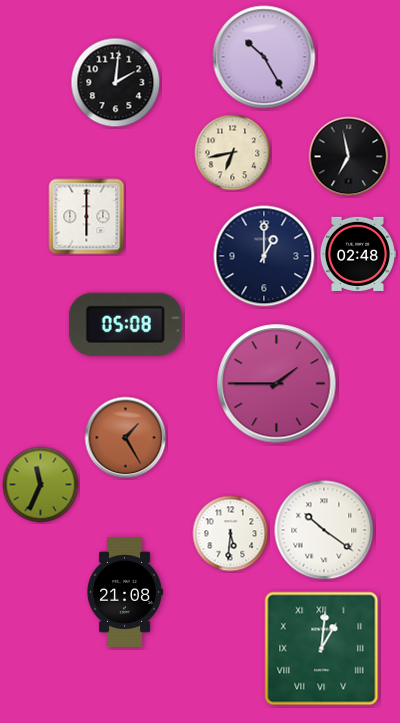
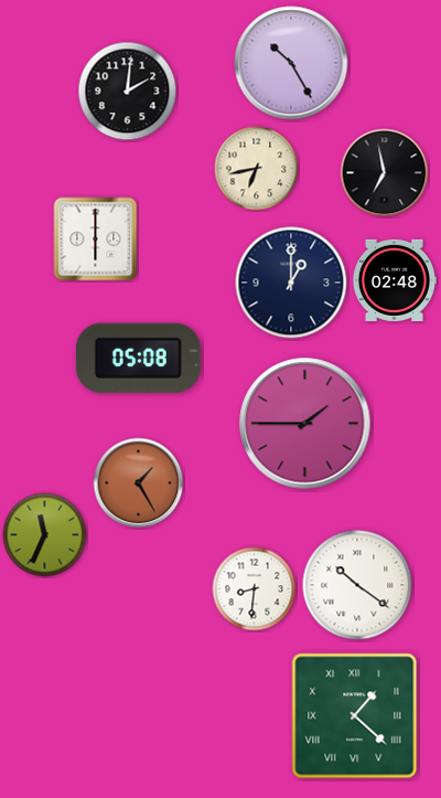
clock at (231, 534): 5:31 -> 8:31
clock at (125, 592): 21:08 -> none
clock at (322, 649): 1:01 -> 1:22
